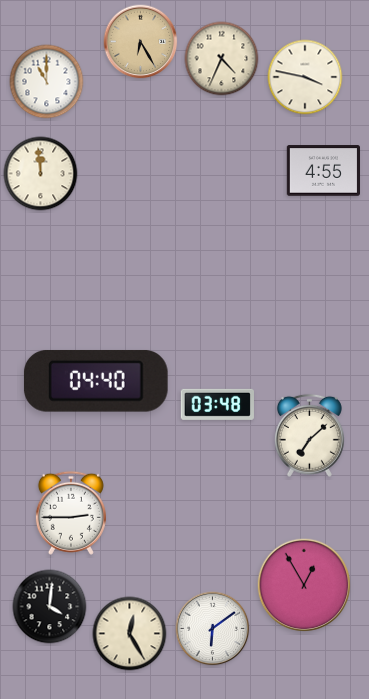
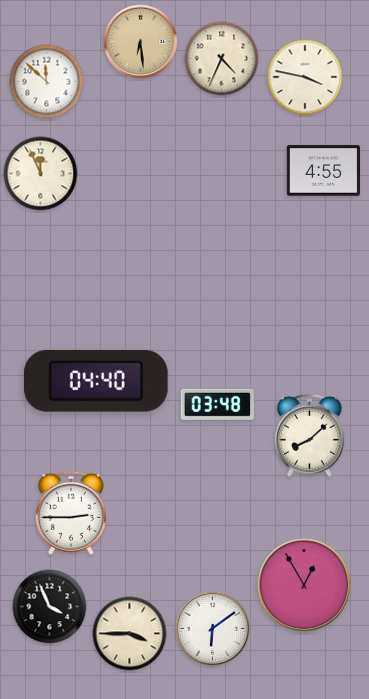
clock at (141, 42): 6:25 -> 6:29
clock at (47, 82): 11:00 -> 11:52
clock at (41, 174): 11:59 -> 11:56
clock at (309, 435): 7:08 -> 8:08
clock at (50, 607): 4:01 -> 3:56
clock at (130, 634): 12:25 -> 3:45
